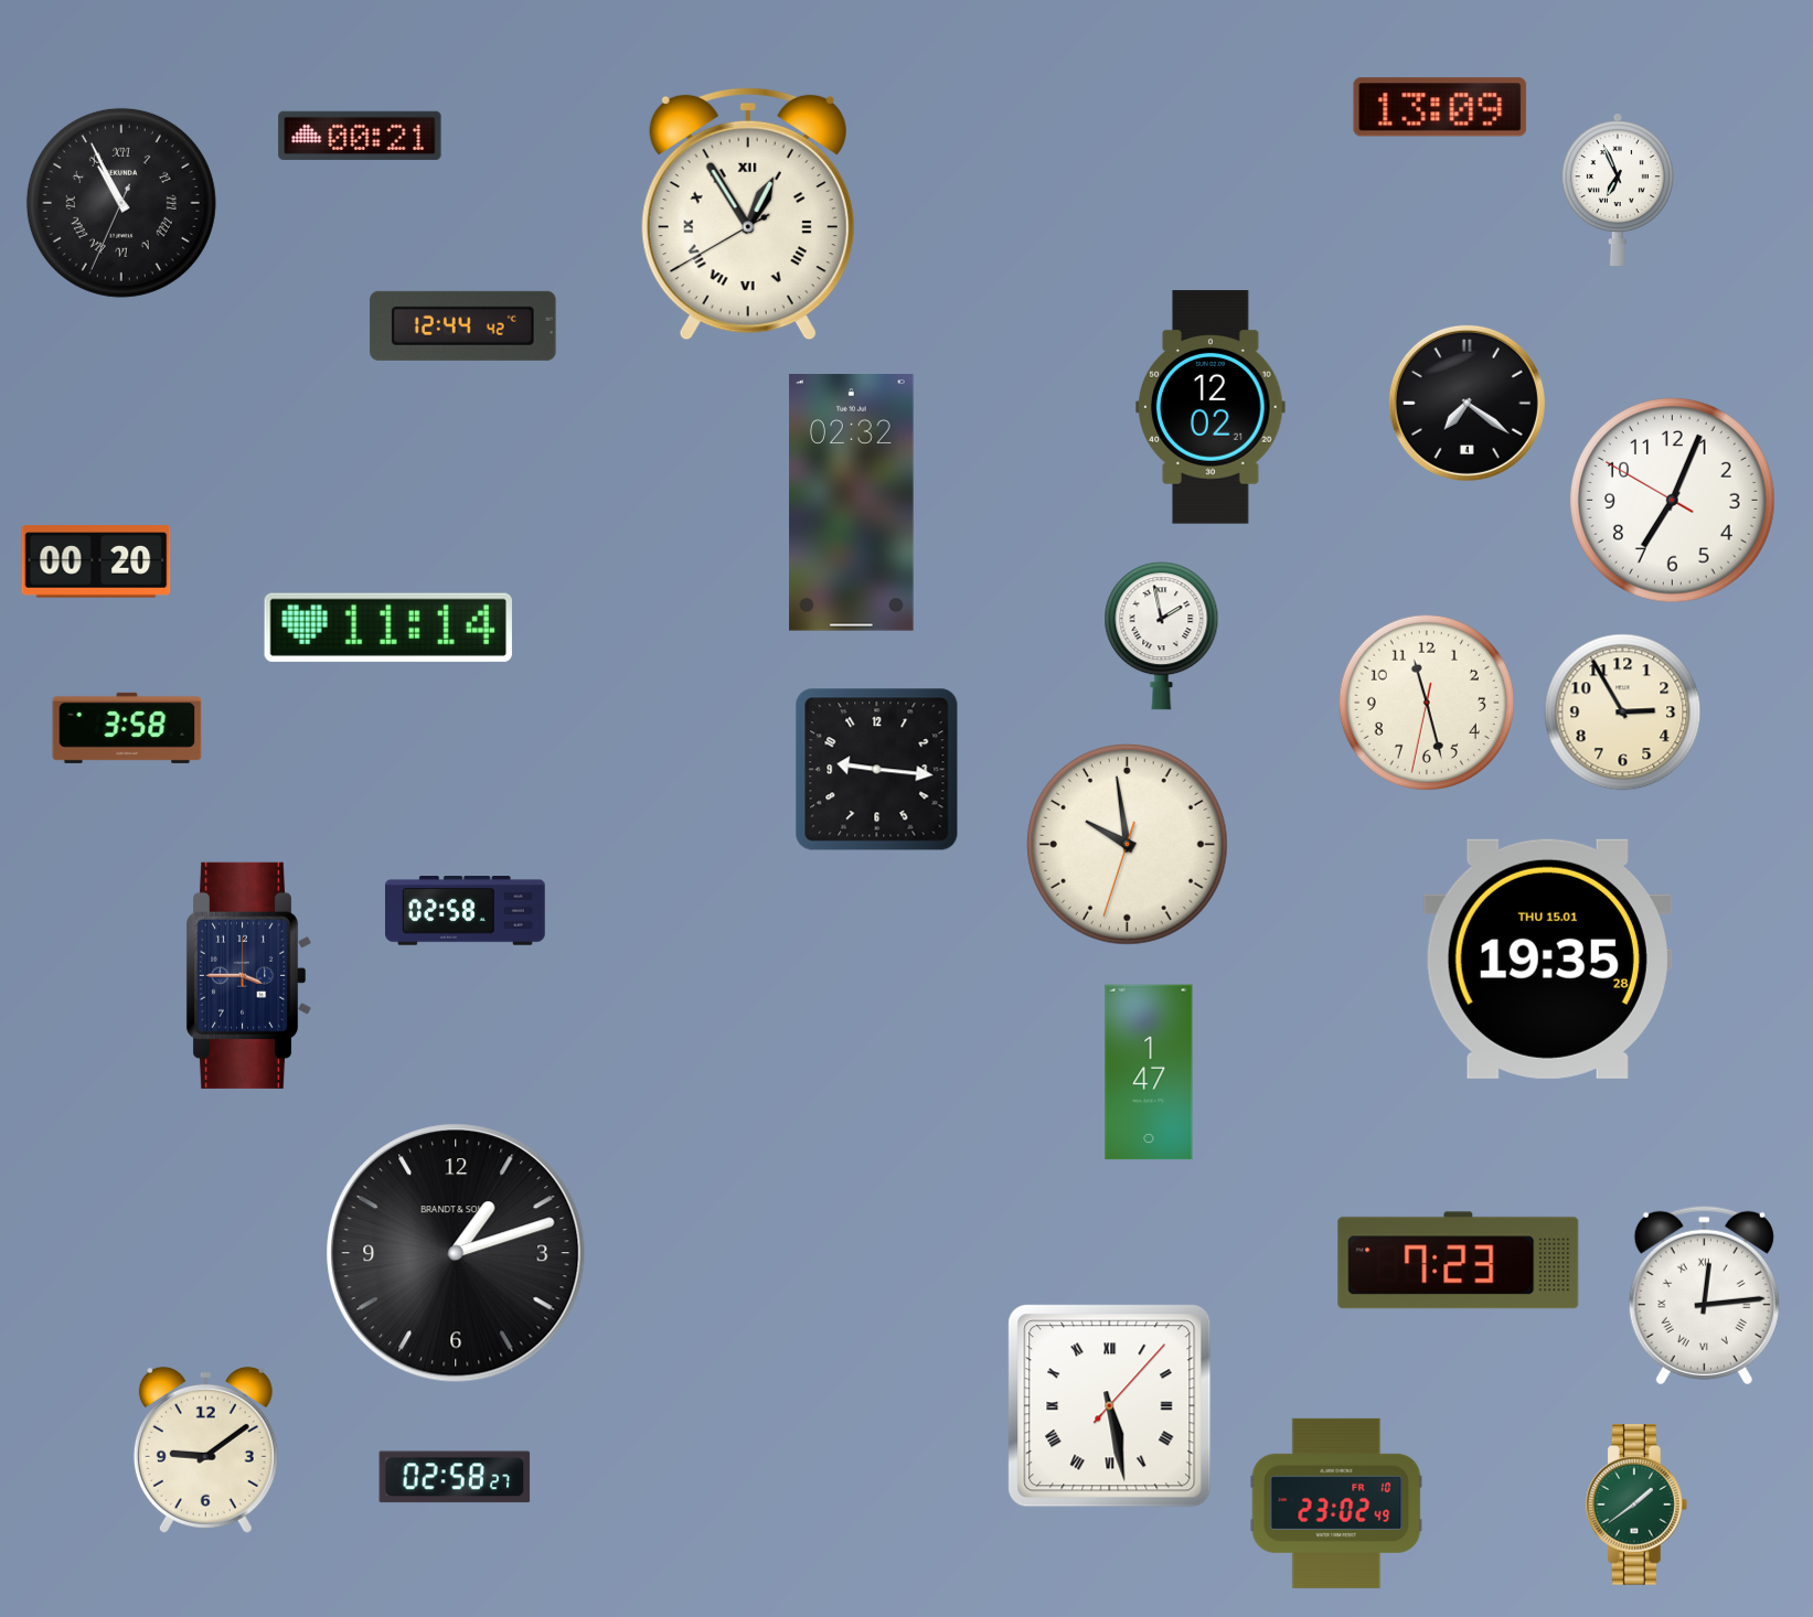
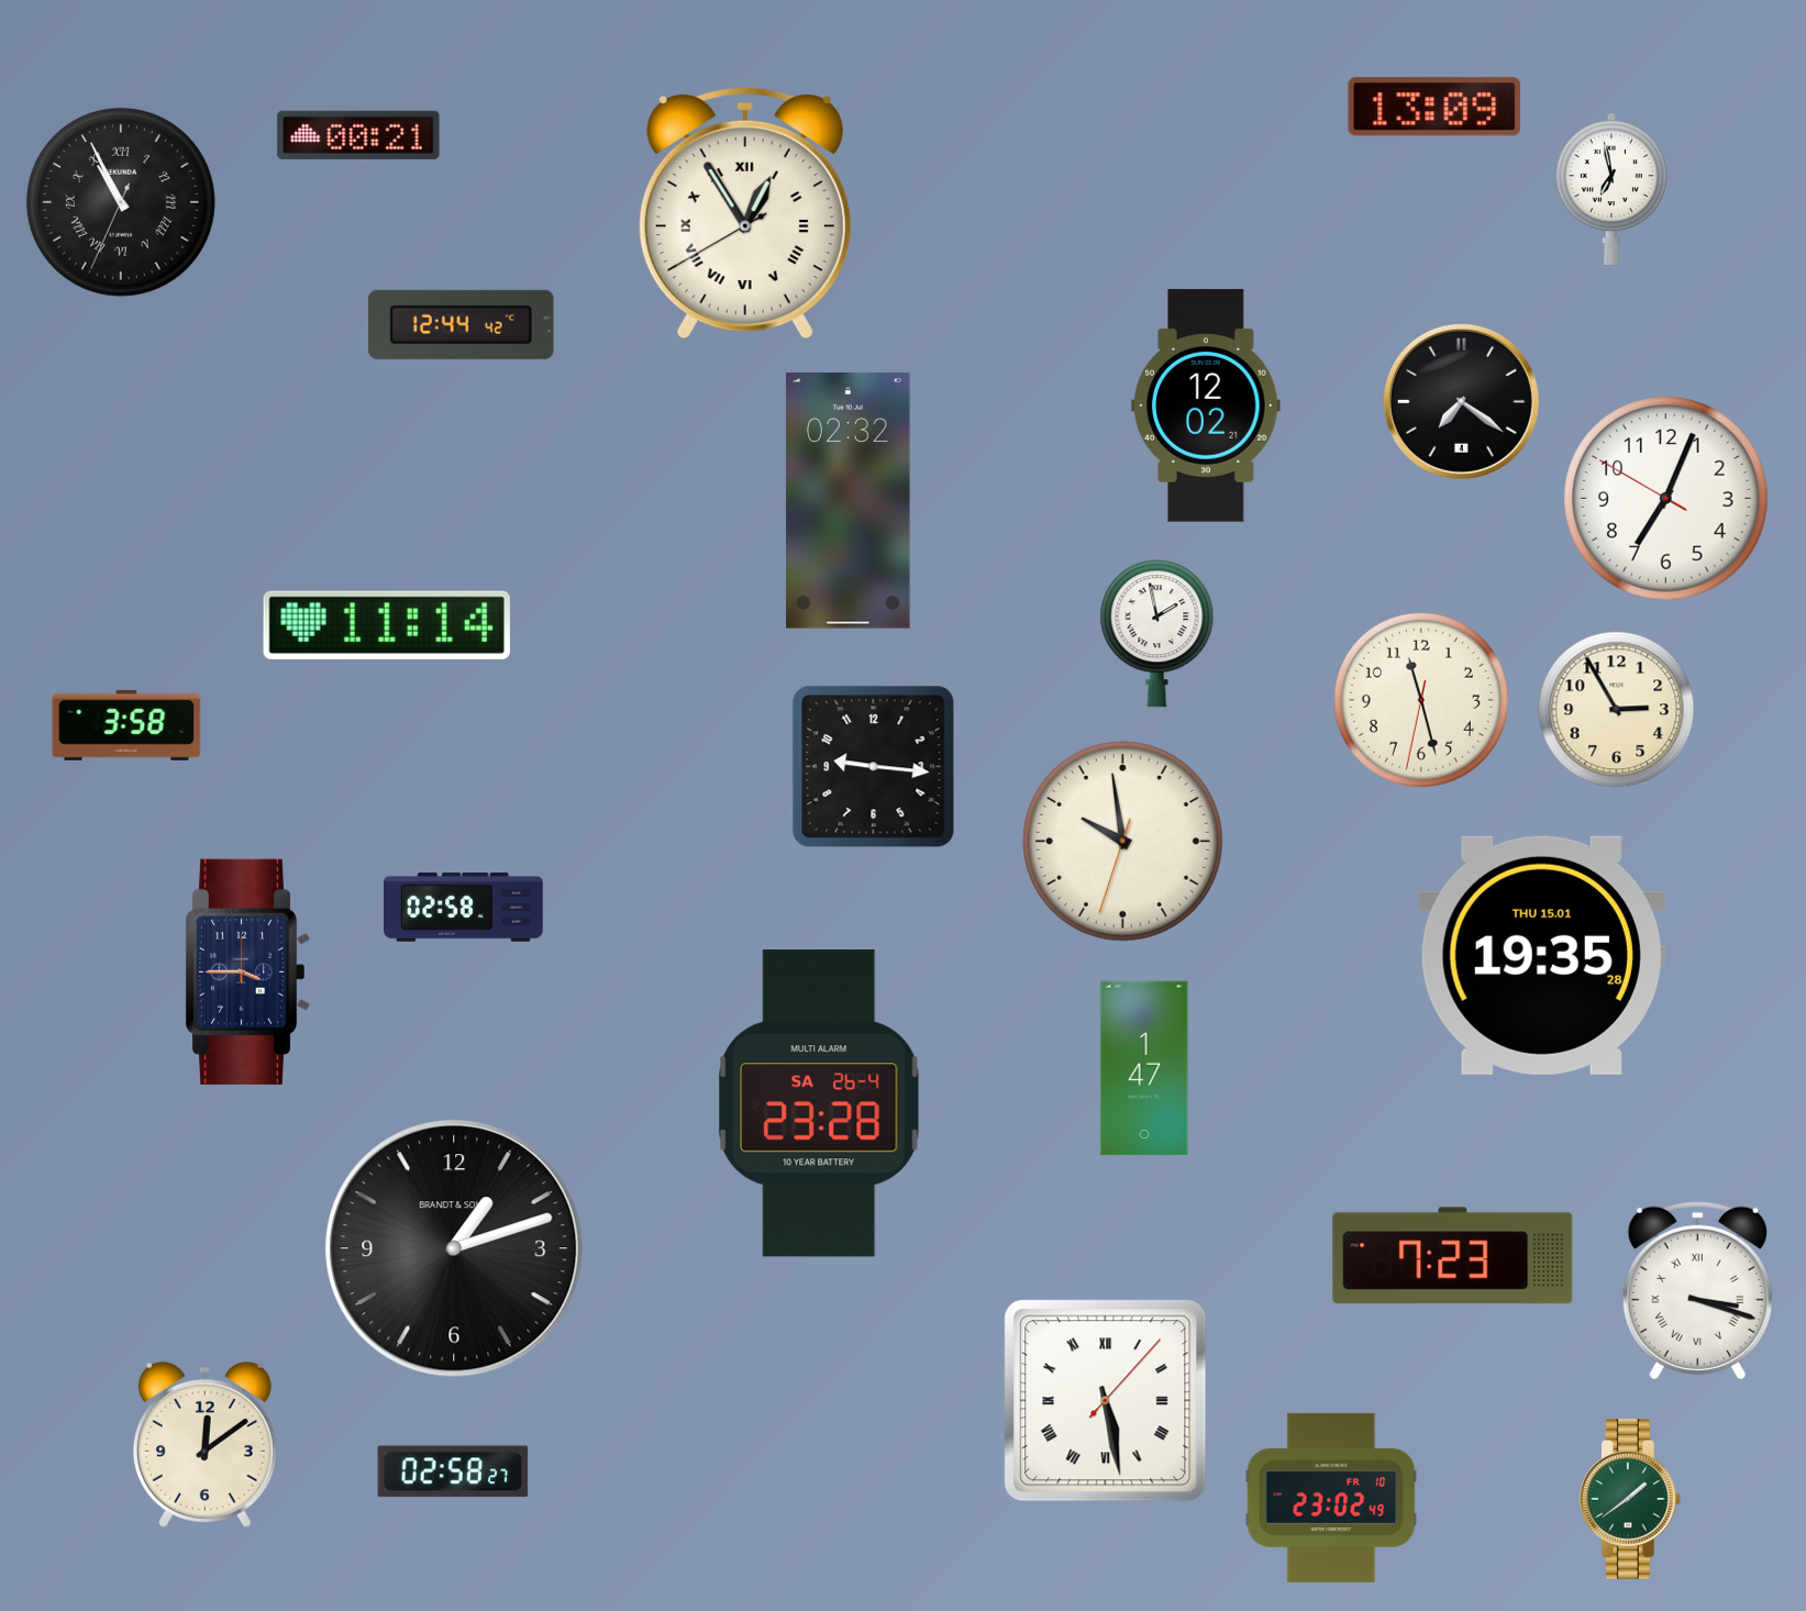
clock at (1618, 189): 6:56 -> 6:58
clock at (96, 561): 00:20 -> none
clock at (819, 1103): none -> 23:28
clock at (1704, 1295): 12:14 -> 3:18
clock at (205, 1449): 9:09 -> 12:09
